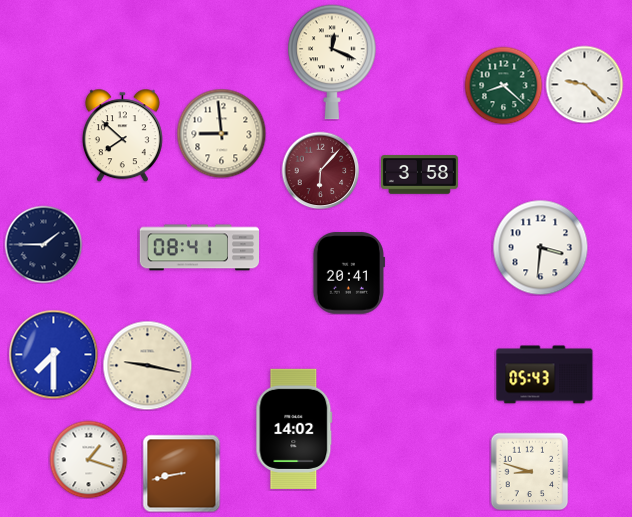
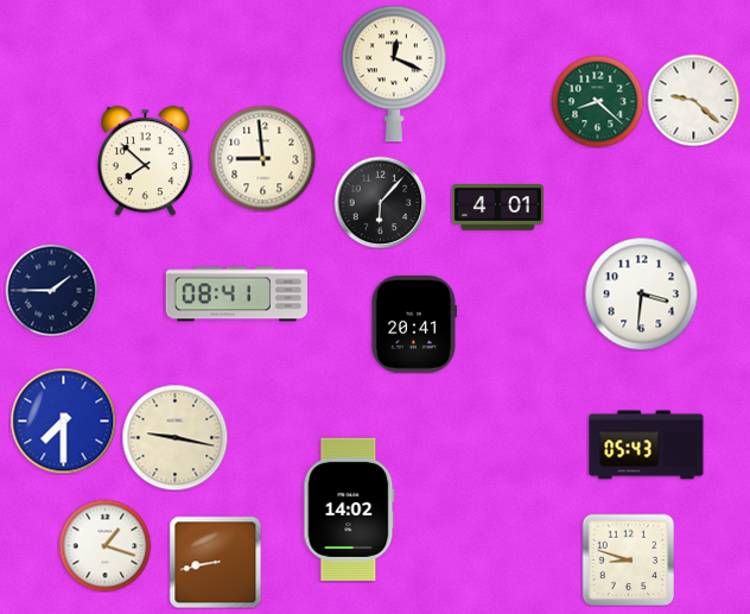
clock at (320, 170) dial: burgundy -> black
clock at (419, 175): 3:58 -> 4:01
clock at (147, 365) position: (147, 365) -> (174, 437)
